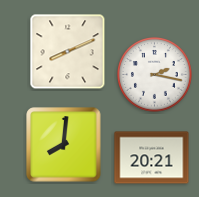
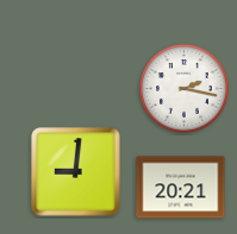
clock at (68, 52): 8:11 -> none
clock at (64, 145): 8:01 -> 9:01
